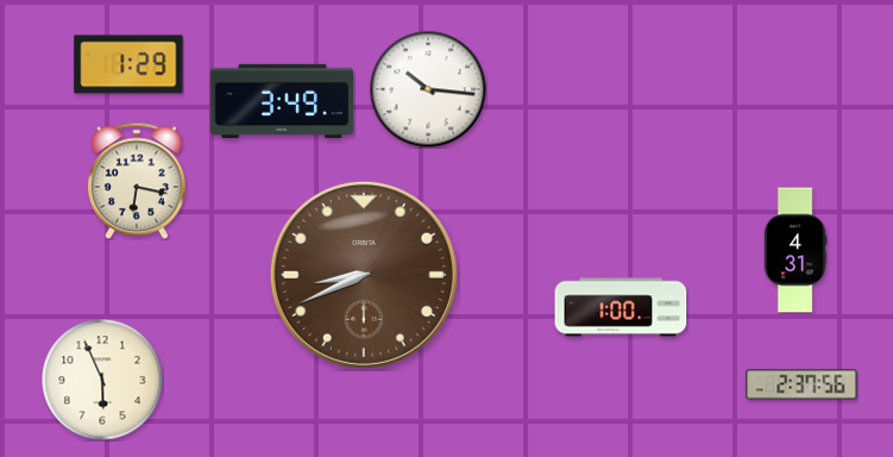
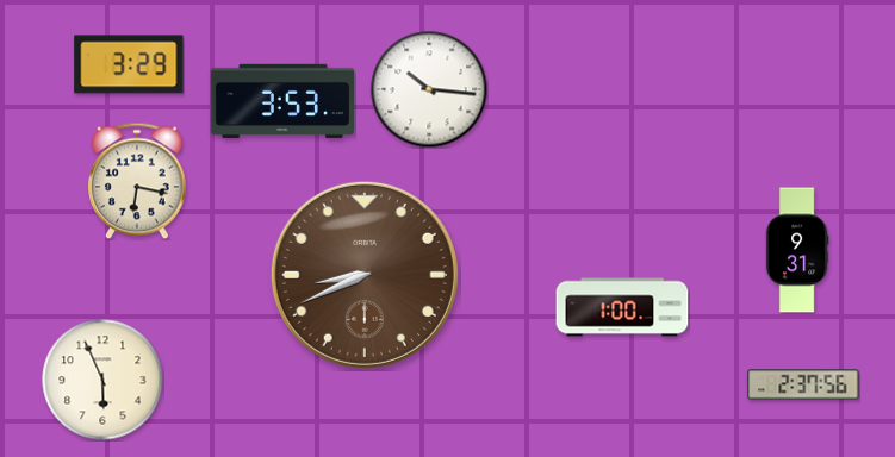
clock at (128, 64): 1:29 -> 3:29
clock at (281, 101): 3:49 -> 3:53
clock at (795, 250): 4:31 -> 9:31
